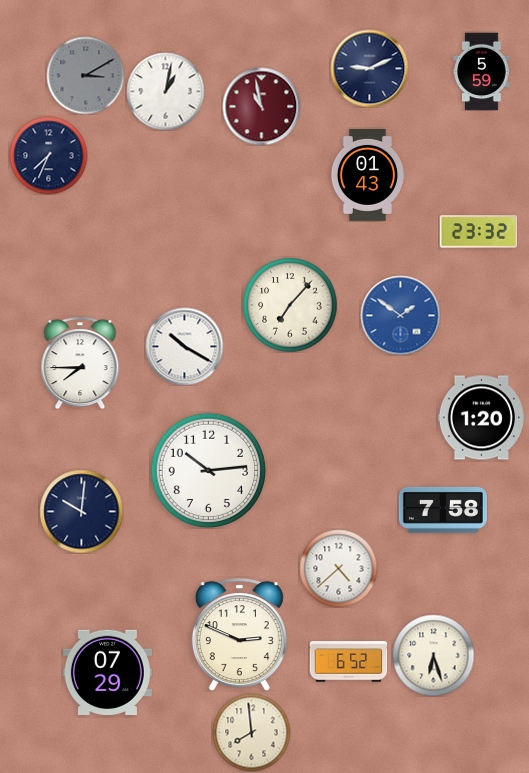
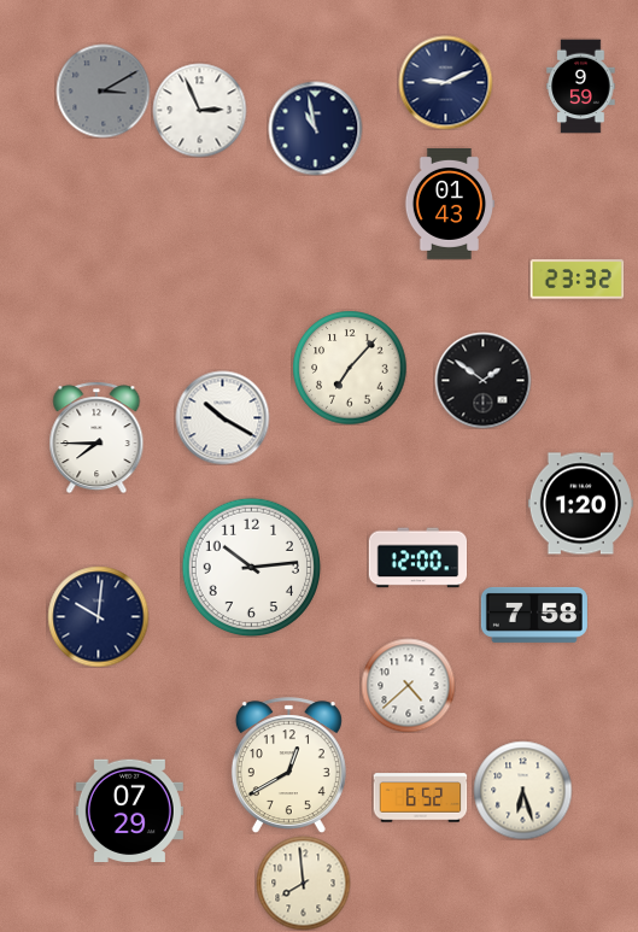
clock at (482, 71): 5:59 -> 9:59
clock at (165, 91): 1:02 -> 2:56
clock at (261, 106) dial: burgundy -> navy
clock at (48, 155): 7:34 -> none
clock at (368, 175) position: (368, 175) -> (450, 204)
clock at (400, 315) dial: blue -> black
clock at (417, 558): none -> 12:00
clock at (239, 635): 2:49 -> 12:40
